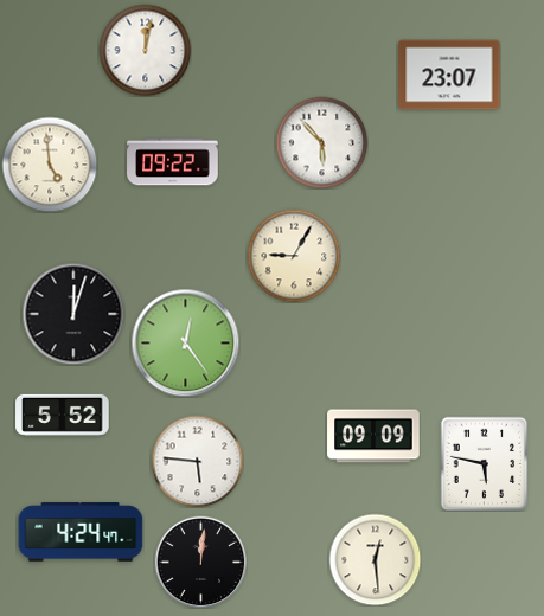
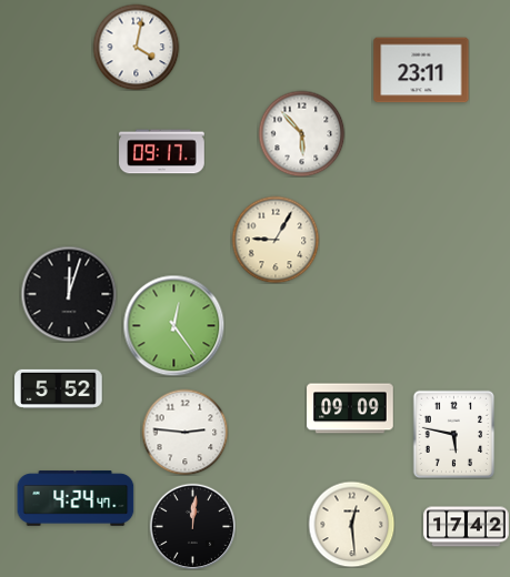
clock at (145, 50): 12:02 -> 4:02
clock at (449, 75): 23:07 -> 23:11
clock at (173, 162): 09:22 -> 09:17
clock at (50, 165): 4:59 -> none
clock at (185, 342) position: (185, 342) -> (173, 325)
clock at (197, 461): 5:46 -> 2:46
clock at (200, 562) position: (200, 562) -> (192, 526)
clock at (467, 527): none -> 17:42
